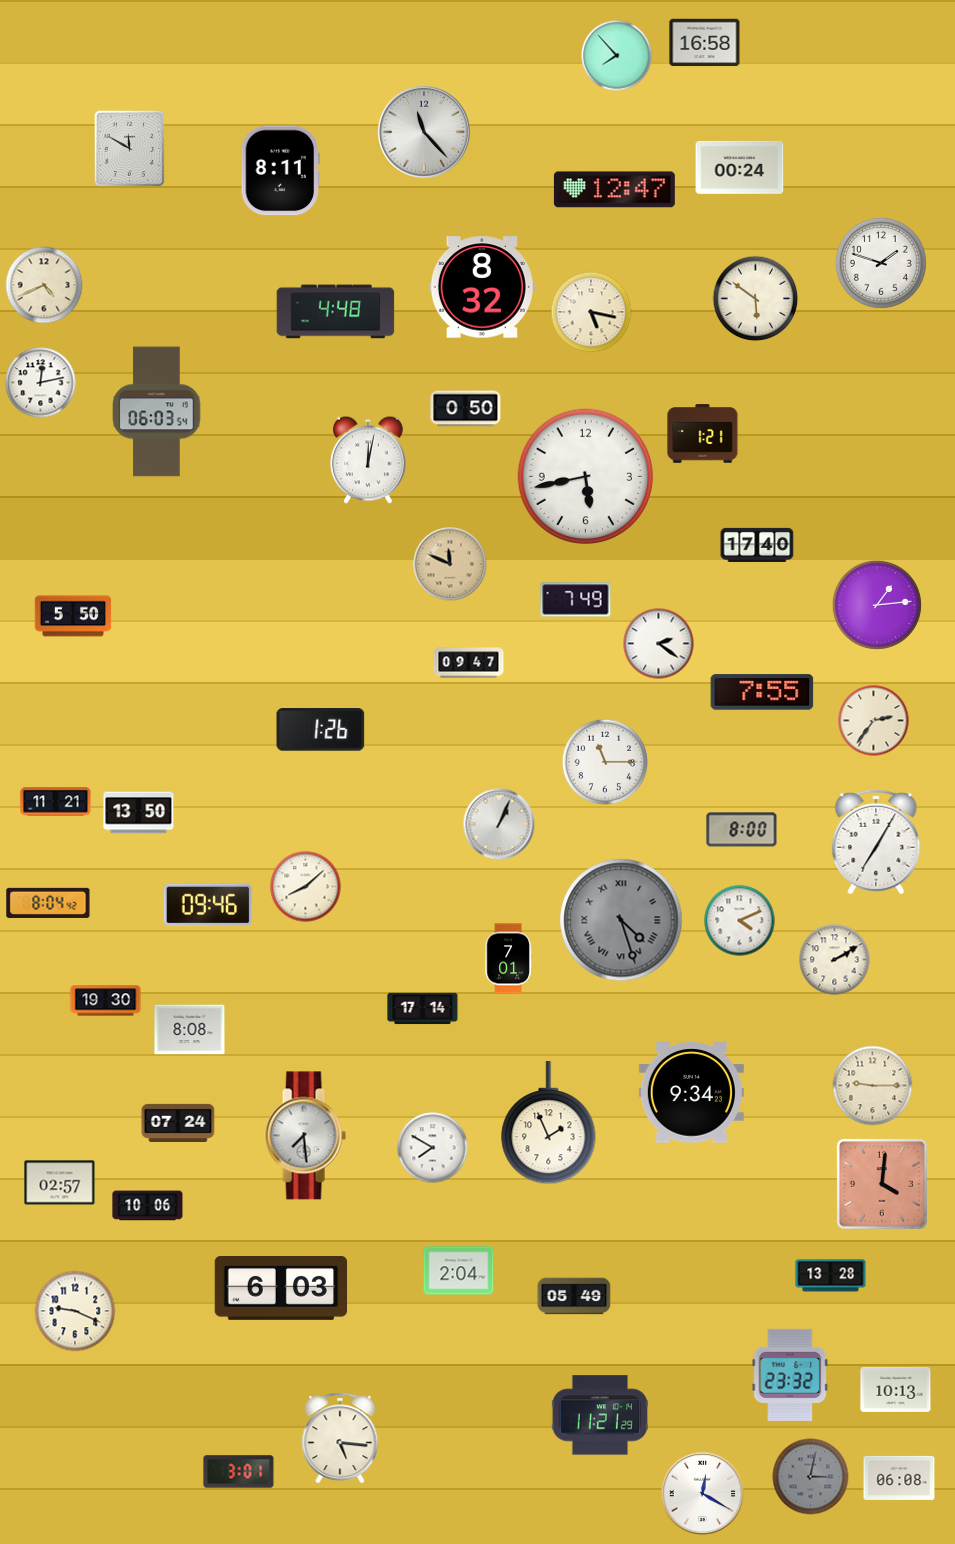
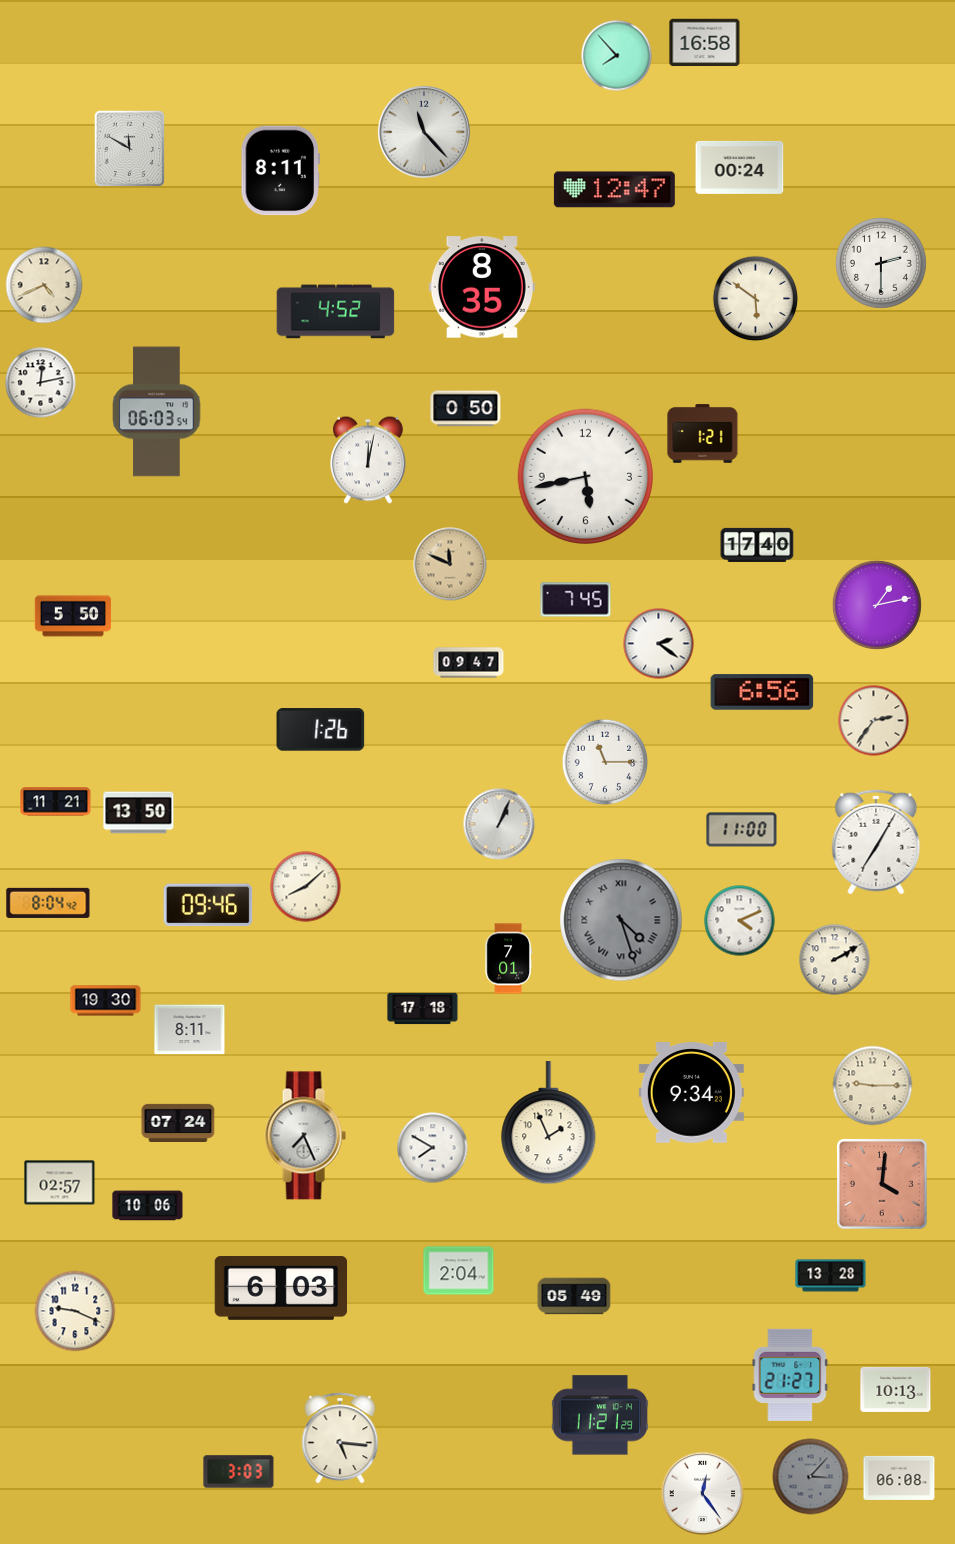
clock at (881, 263): 1:48 -> 2:30
clock at (482, 287): 8:32 -> 8:35
clock at (336, 312): 4:48 -> 4:52
clock at (591, 312): 5:17 -> none
clock at (576, 600): 7:49 -> 7:45
clock at (877, 605): 1:14 -> 1:13
clock at (762, 692): 7:55 -> 6:56
clock at (742, 830): 8:00 -> 11:00
clock at (423, 1009): 17:14 -> 17:18
clock at (190, 1030): 8:08 -> 8:11
clock at (305, 1136): 7:29 -> 7:26
clock at (790, 1375): 23:32 -> 21:27
clock at (239, 1472): 3:01 -> 3:03
clock at (811, 1477): 3:02 -> 3:07
clock at (703, 1494): 12:20 -> 12:24
